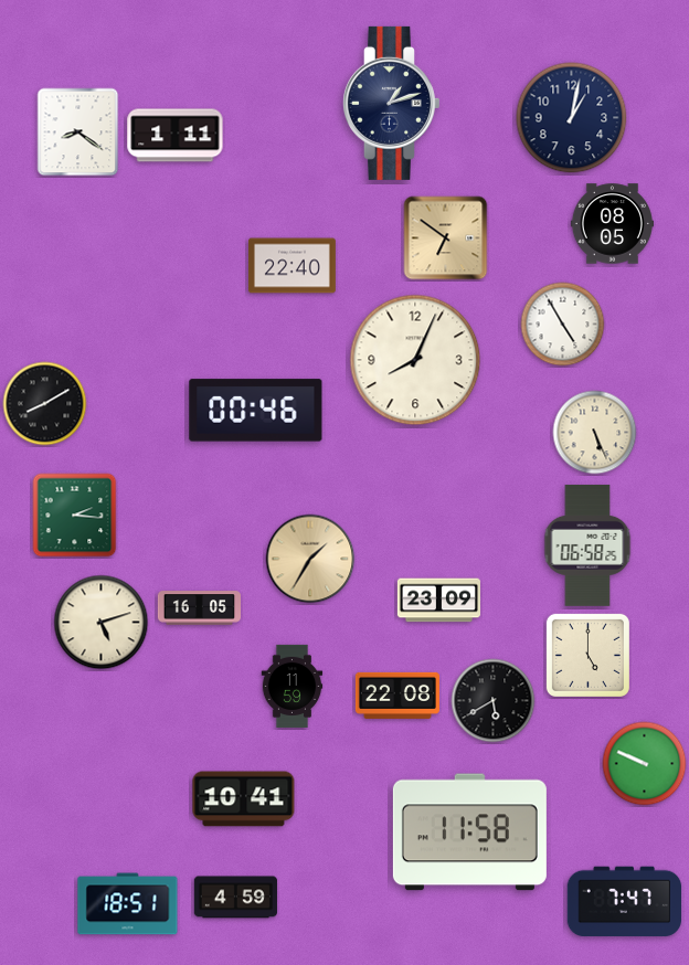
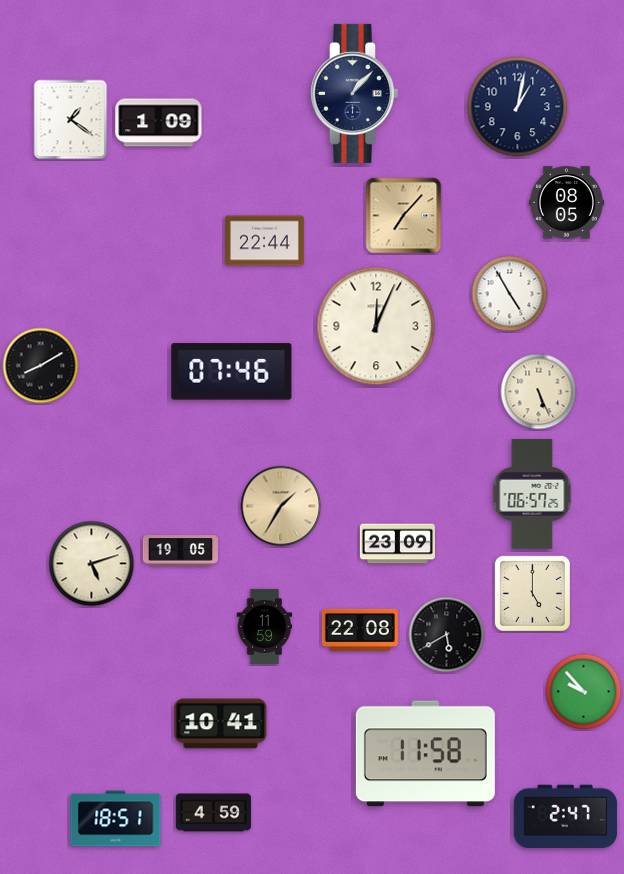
clock at (391, 103): 1:12 -> 1:07
clock at (78, 132): 8:21 -> 1:21
clock at (176, 136): 1:11 -> 1:09
clock at (612, 224) position: (612, 224) -> (566, 203)
clock at (446, 238): 6:51 -> 7:07
clock at (293, 266): 22:40 -> 22:44
clock at (415, 360): 8:04 -> 12:04
clock at (256, 411): 00:46 -> 07:46
clock at (75, 516): 2:16 -> none
clock at (587, 545): 06:58 -> 06:57
clock at (199, 608): 16:05 -> 19:05
clock at (293, 686) position: (293, 686) -> (265, 626)
clock at (645, 764): 9:49 -> 9:53
clock at (625, 902): 7:47 -> 2:47
